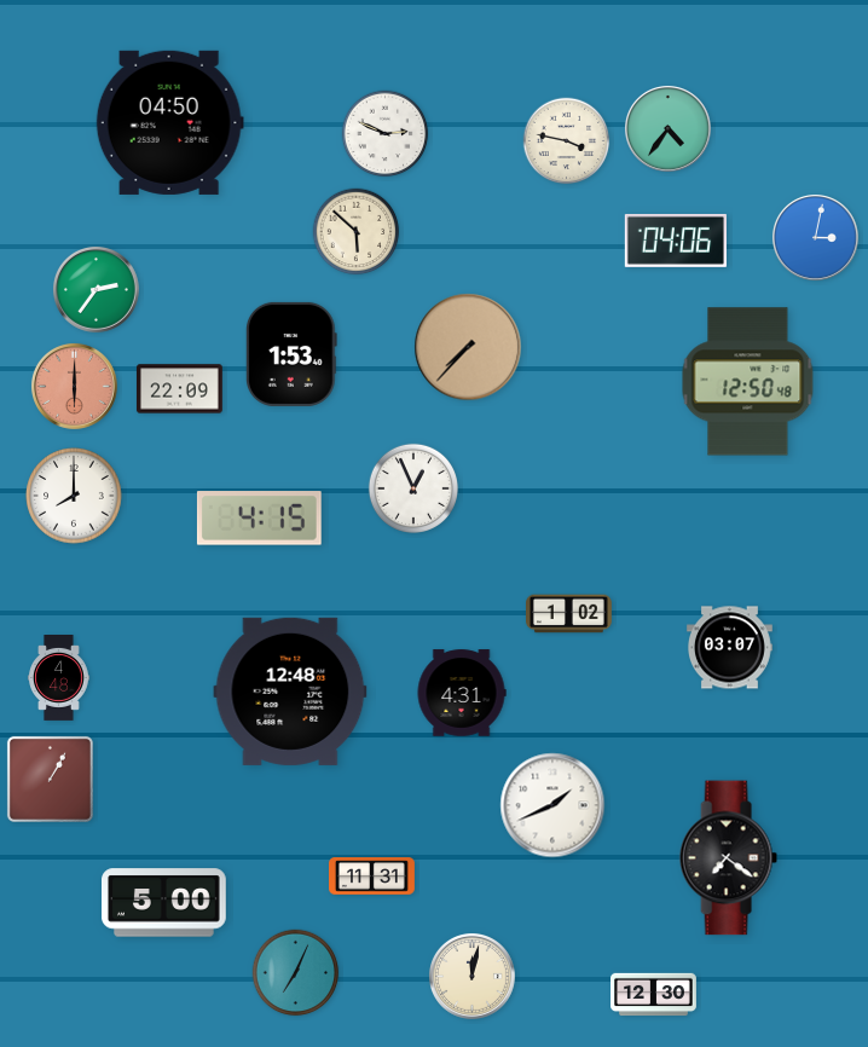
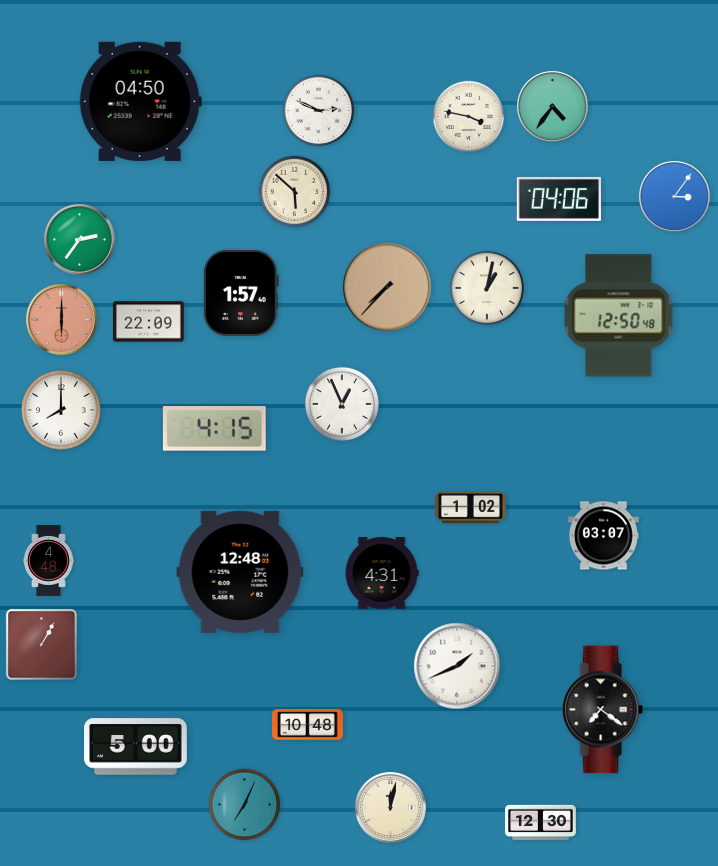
clock at (815, 237): 3:02 -> 3:06
clock at (487, 288): none -> 1:02
clock at (291, 354): 1:53 -> 1:57
clock at (372, 877): 11:31 -> 10:48
